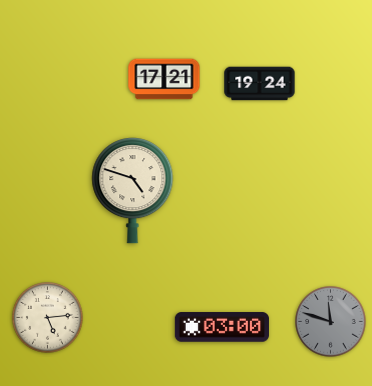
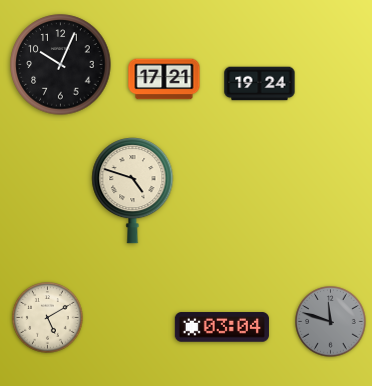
clock at (61, 65): none -> 10:04
clock at (48, 318): 5:14 -> 5:10
clock at (222, 327): 03:00 -> 03:04
